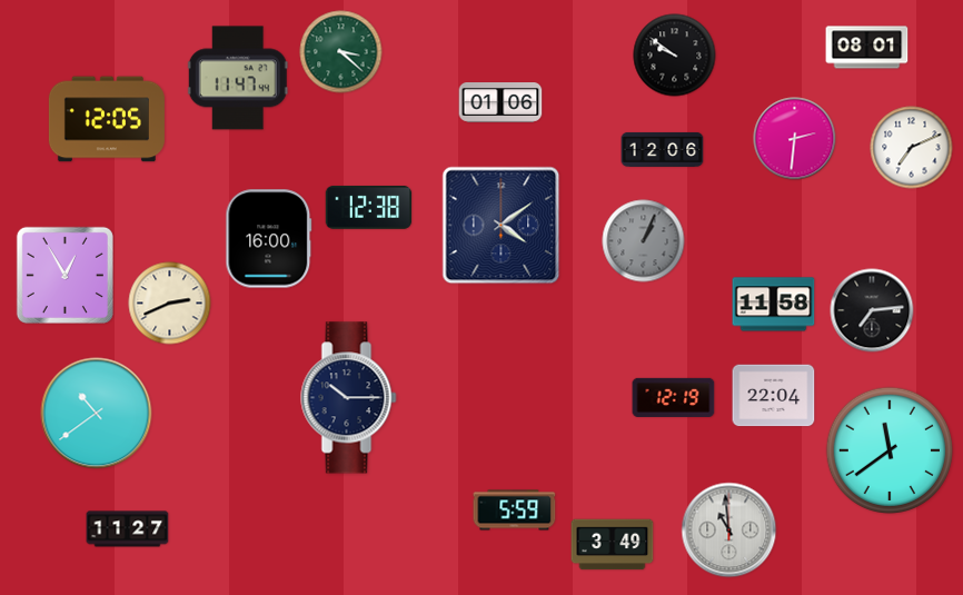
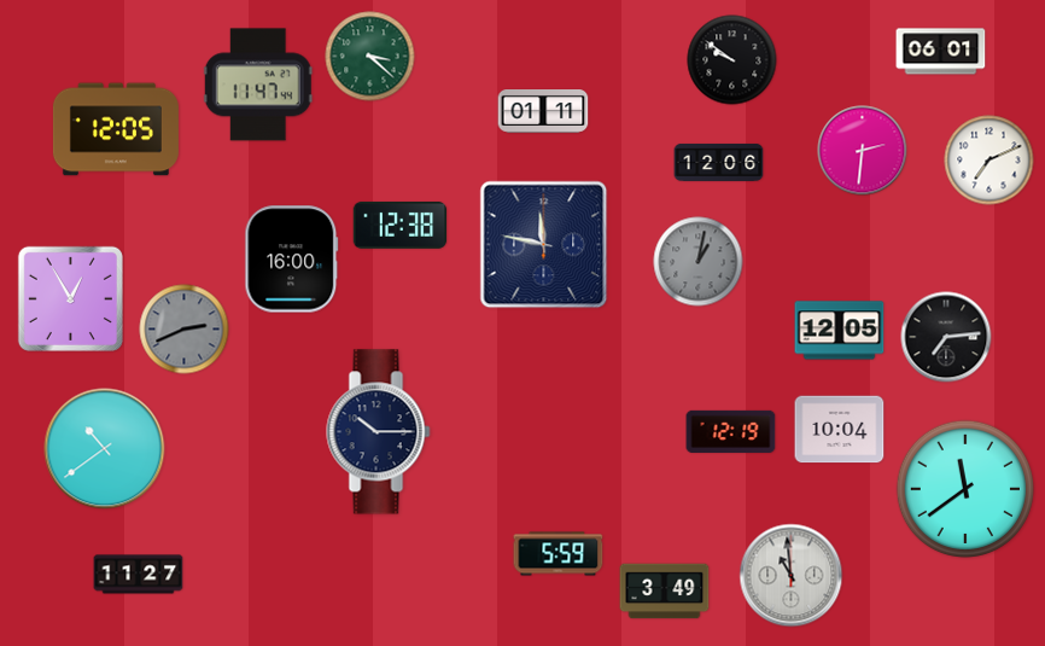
clock at (867, 48): 08:01 -> 06:01
clock at (500, 103): 01:06 -> 01:11
clock at (502, 226): 4:09 -> 11:47
clock at (644, 241): 1:04 -> 1:02
clock at (170, 304) dial: cream -> grey
clock at (774, 305): 11:58 -> 12:05
clock at (774, 396): 22:04 -> 10:04
